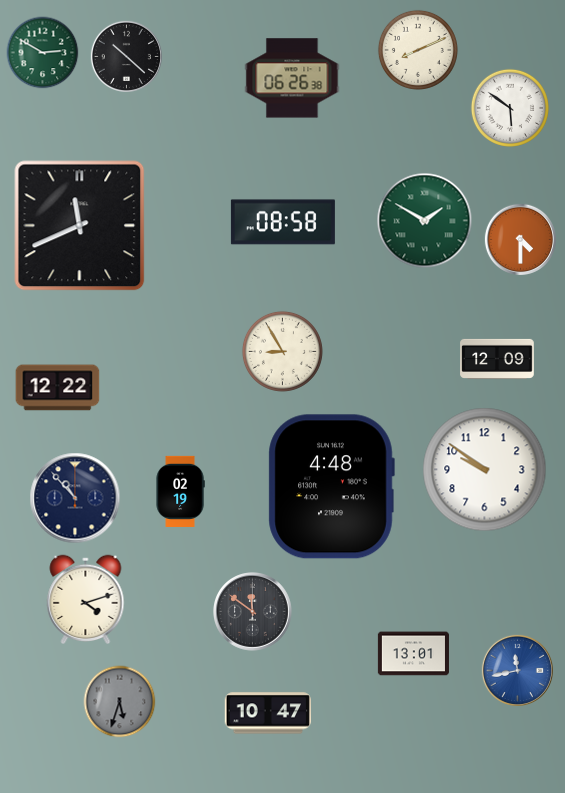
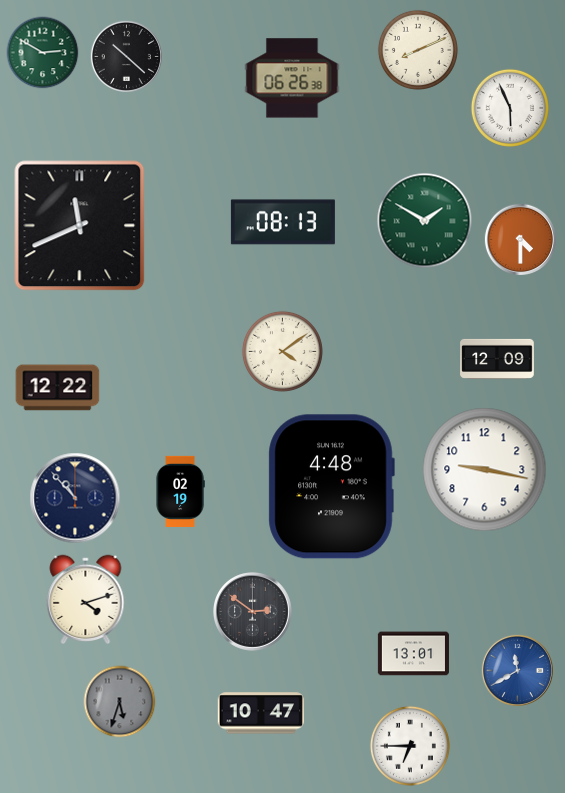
clock at (510, 108): 5:51 -> 5:56
clock at (283, 222): 08:58 -> 08:13
clock at (282, 351): 8:55 -> 4:09
clock at (485, 470): 9:51 -> 9:17
clock at (253, 612): 11:51 -> 2:51
clock at (517, 670): 11:43 -> 11:40
clock at (267, 713) position: (267, 713) -> (260, 713)
clock at (410, 746): none -> 6:45
